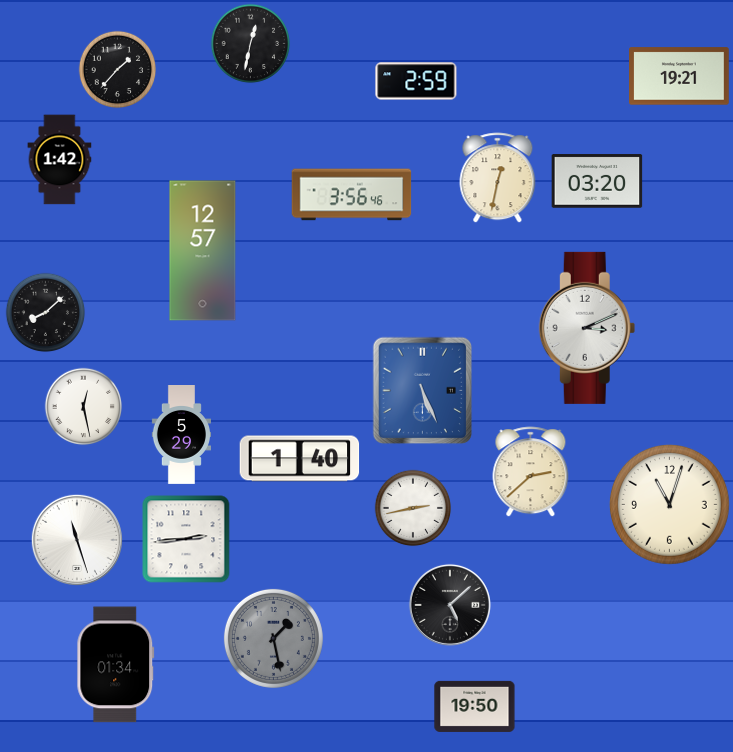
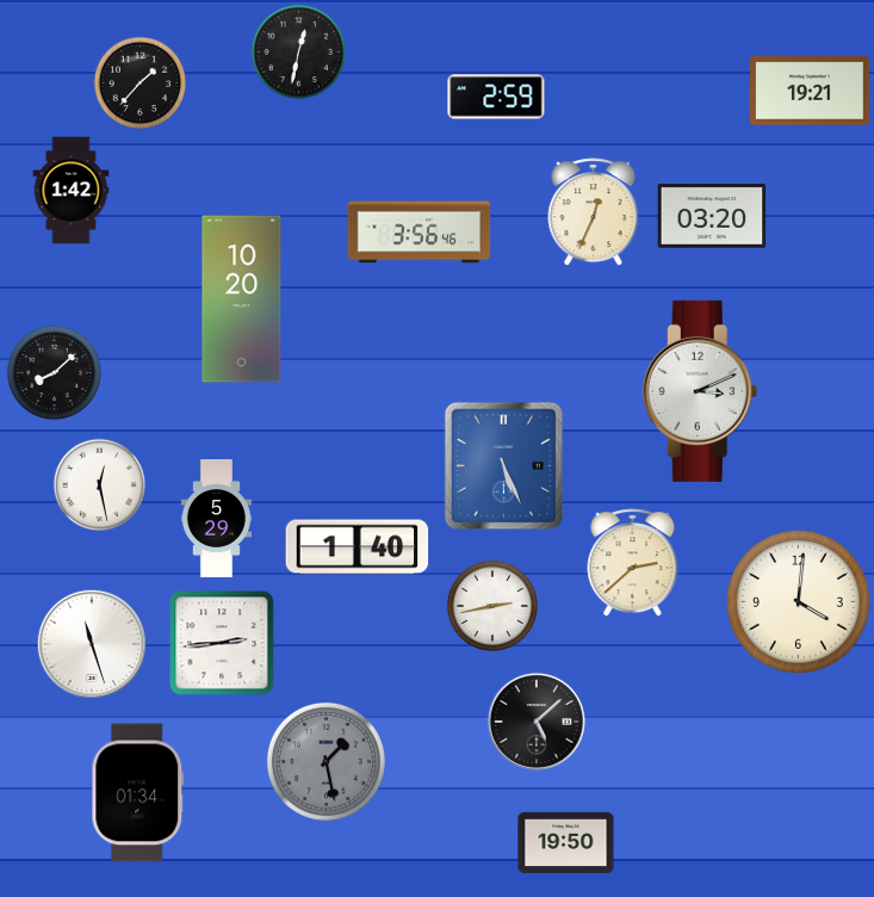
clock at (498, 178): 12:32 -> 12:34
clock at (203, 251): 12:57 -> 10:20
clock at (669, 504): 11:03 -> 4:01
